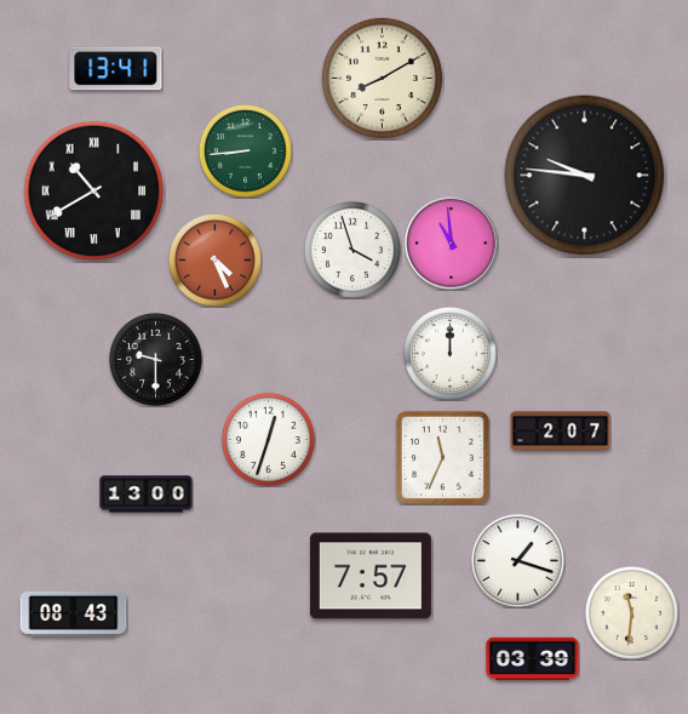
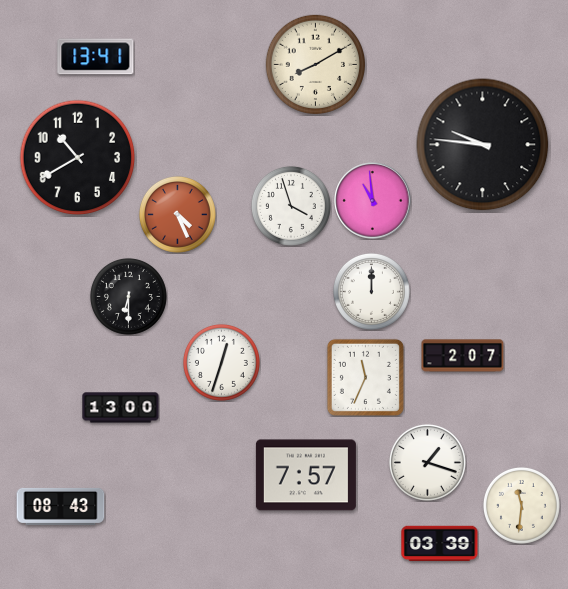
clock at (245, 150): 8:44 -> none
clock at (94, 192) numerals: Roman -> Arabic
clock at (155, 359): 9:30 -> 6:30
